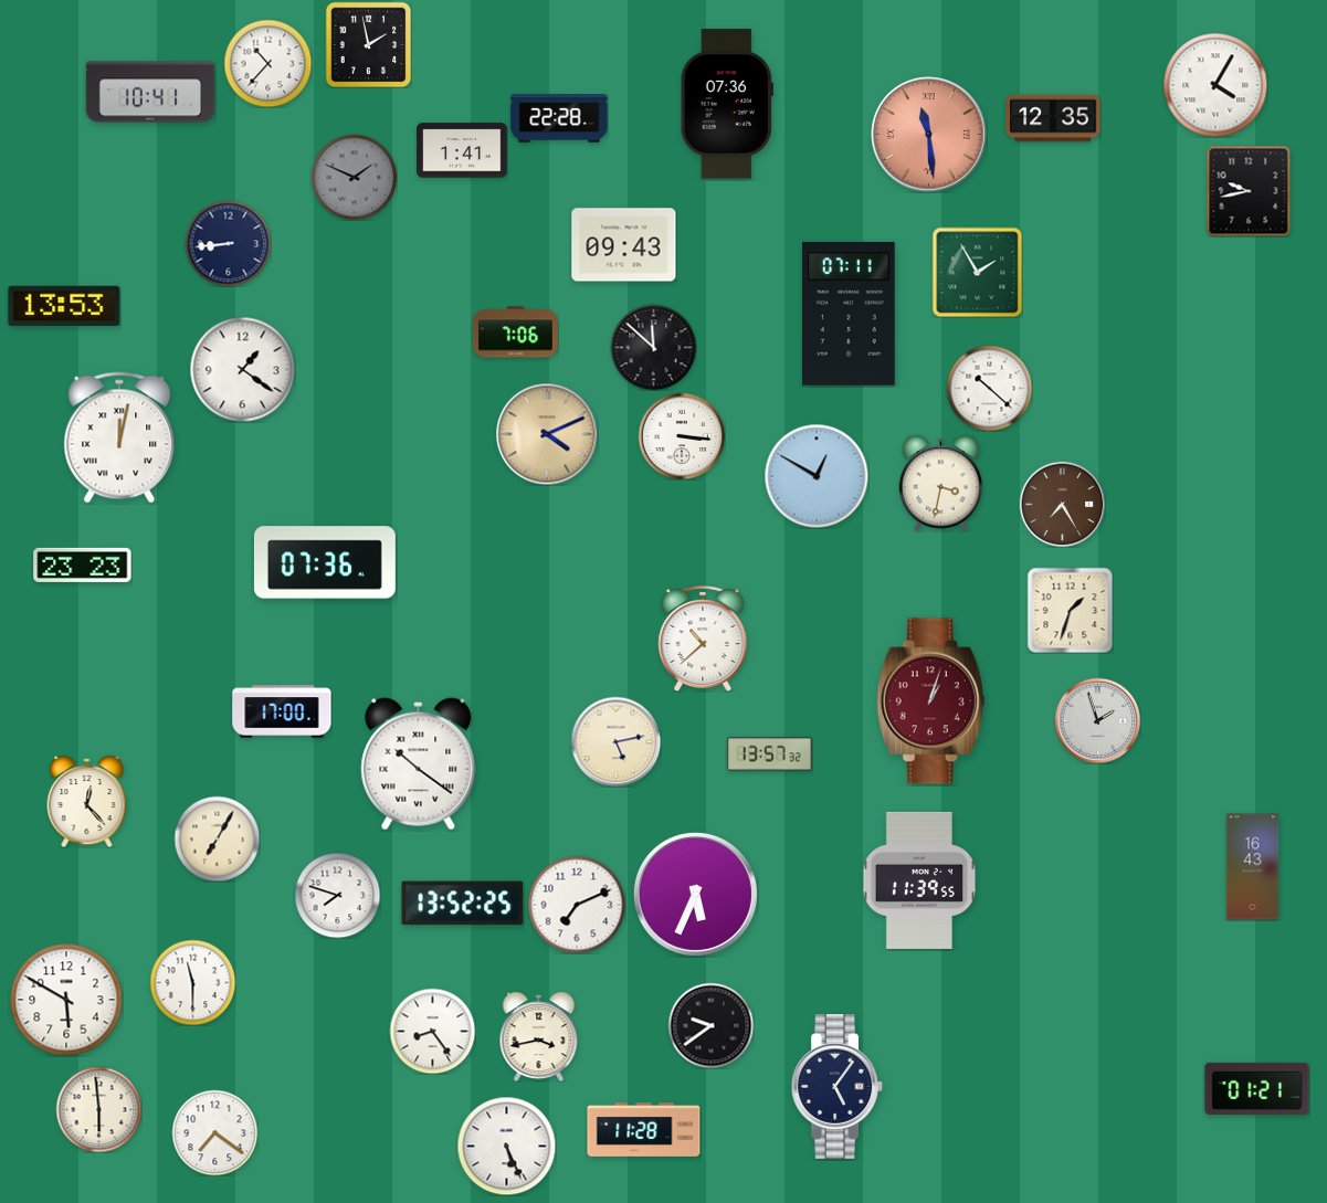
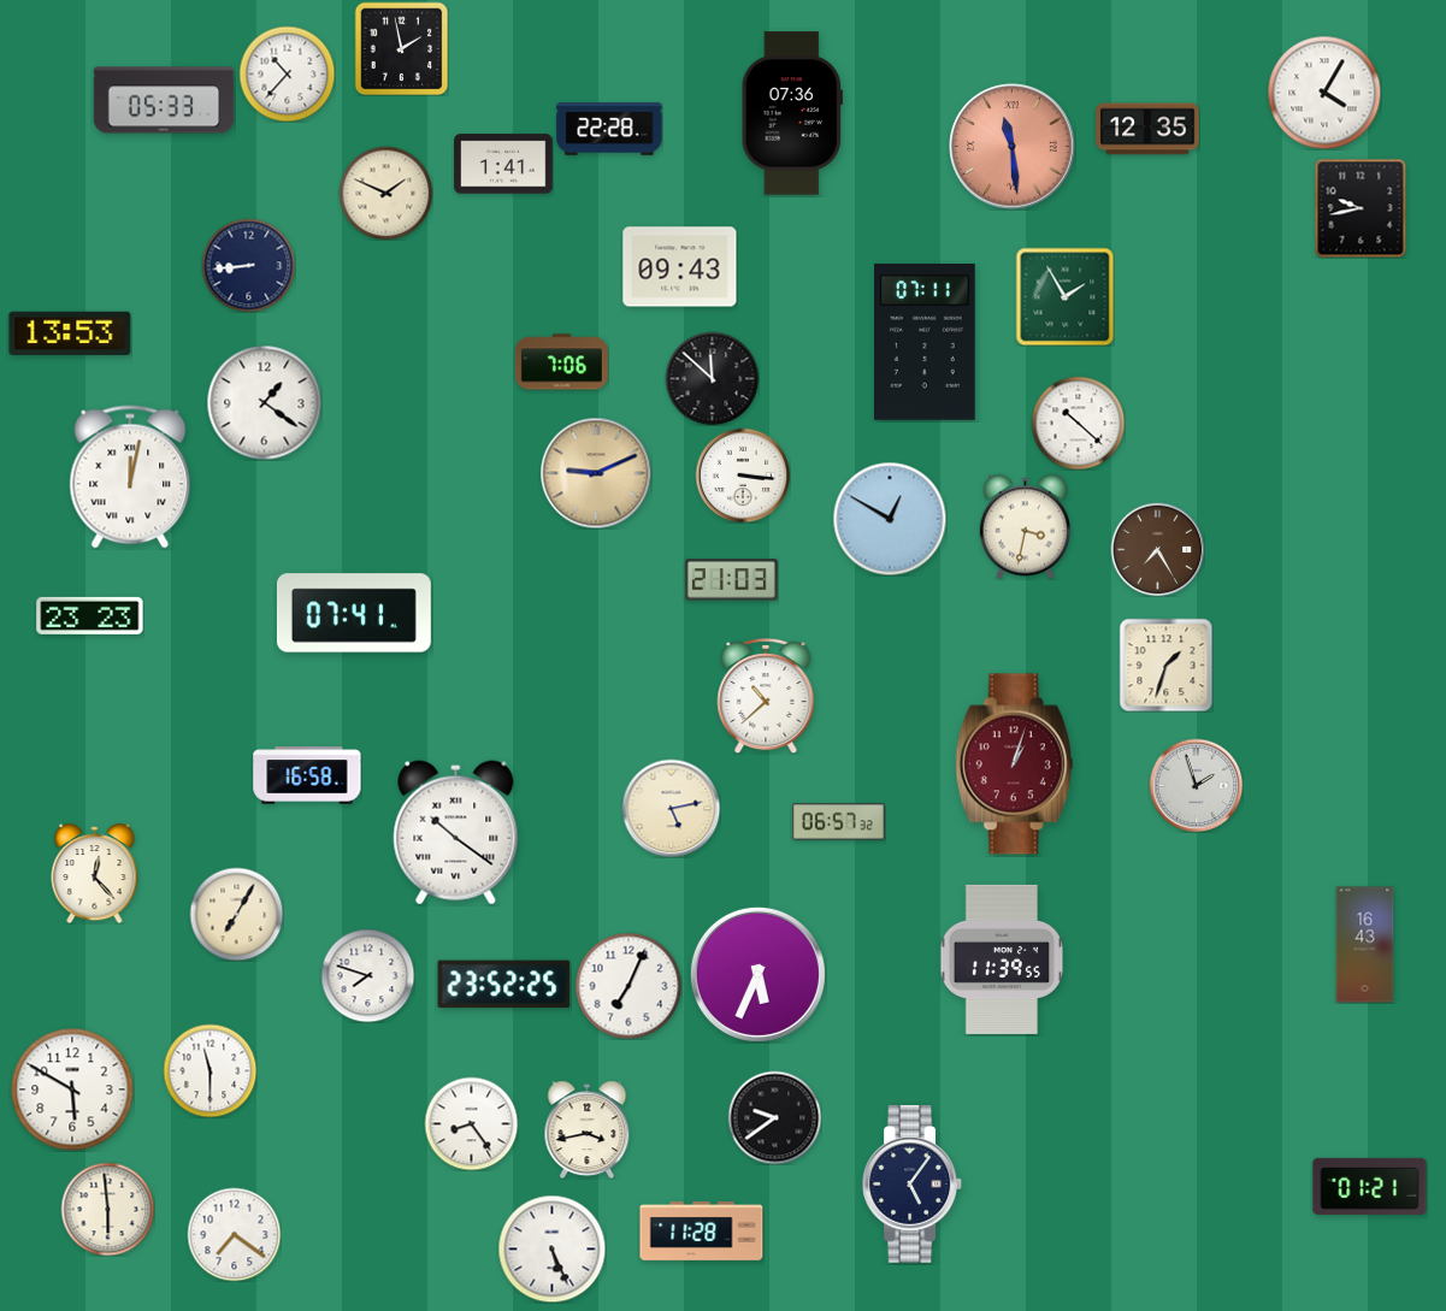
clock at (267, 63) position: (267, 63) -> (287, 73)
clock at (150, 92): 10:41 -> 05:33
clock at (354, 177) dial: grey -> cream
clock at (547, 434): 4:11 -> 9:11
clock at (731, 580): none -> 21:03
clock at (325, 562): 07:36 -> 07:41
clock at (282, 711): 17:00 -> 16:58
clock at (769, 754): 13:57 -> 06:57
clock at (463, 904): 13:52 -> 23:52
clock at (577, 905): 7:11 -> 7:04
